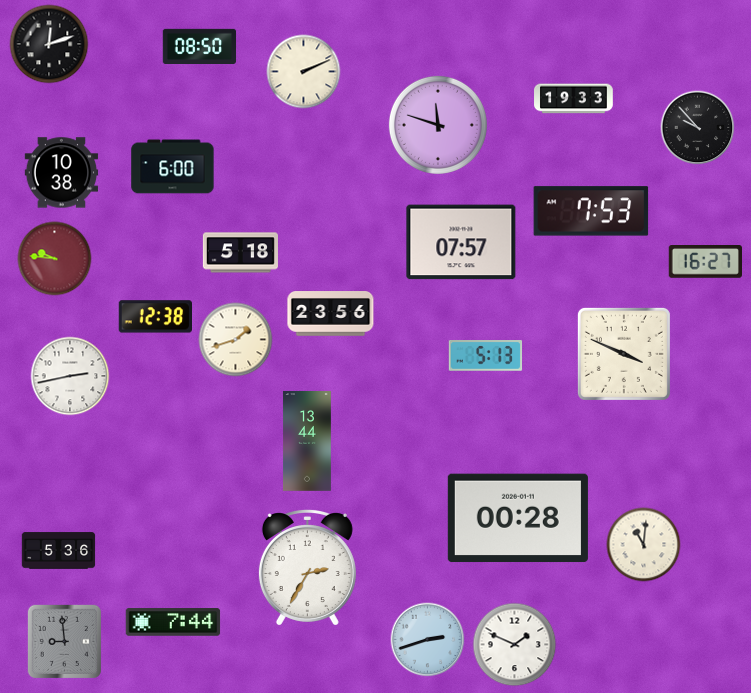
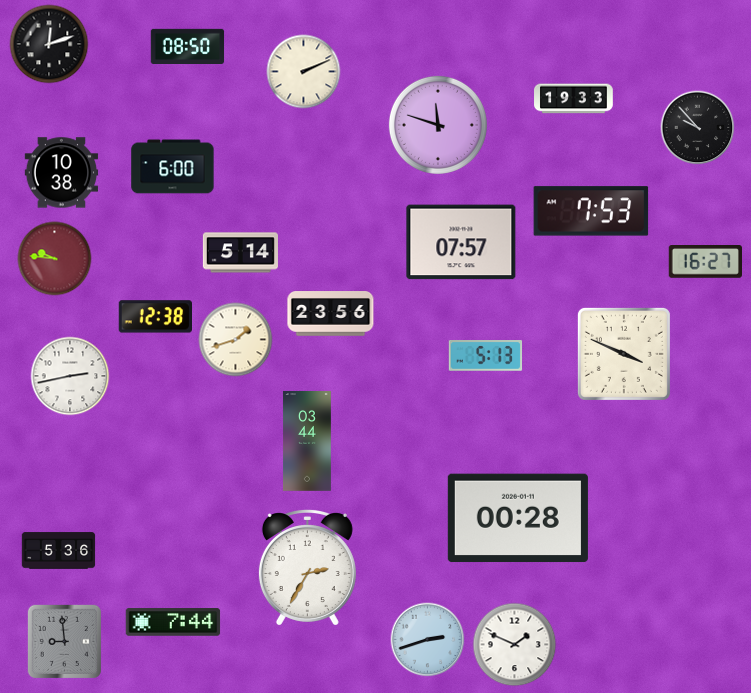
clock at (200, 46) position: (200, 46) -> (188, 46)
clock at (240, 253): 5:18 -> 5:14
clock at (307, 442): 13:44 -> 03:44
clock at (644, 545): 11:01 -> none
